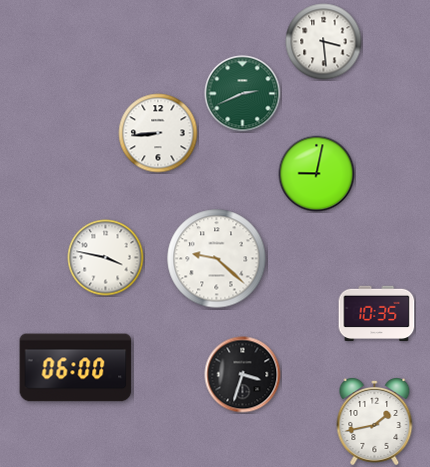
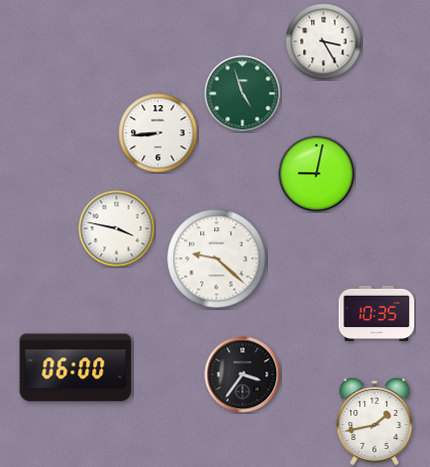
clock at (324, 42): 3:29 -> 3:25
clock at (243, 94): 2:41 -> 4:57
clock at (106, 258) position: (106, 258) -> (117, 229)
clock at (243, 375): 3:33 -> 3:36
